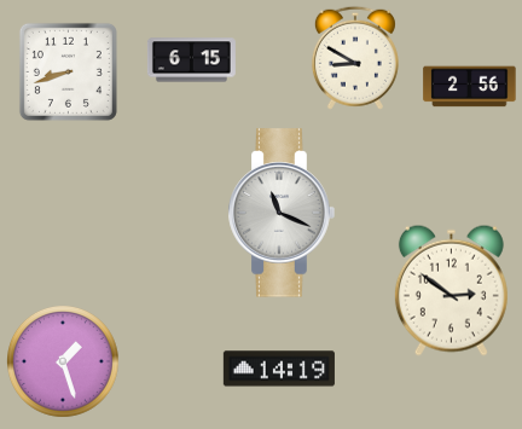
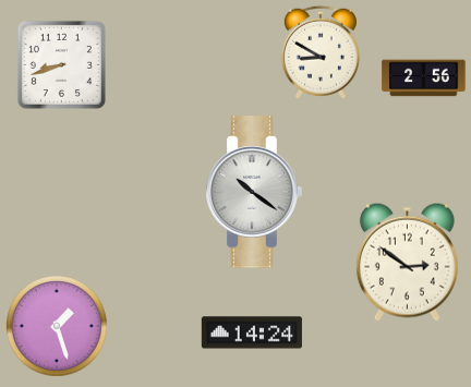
clock at (191, 60): 6:15 -> none
clock at (282, 213): 11:19 -> 10:21
clock at (279, 369): 14:19 -> 14:24
